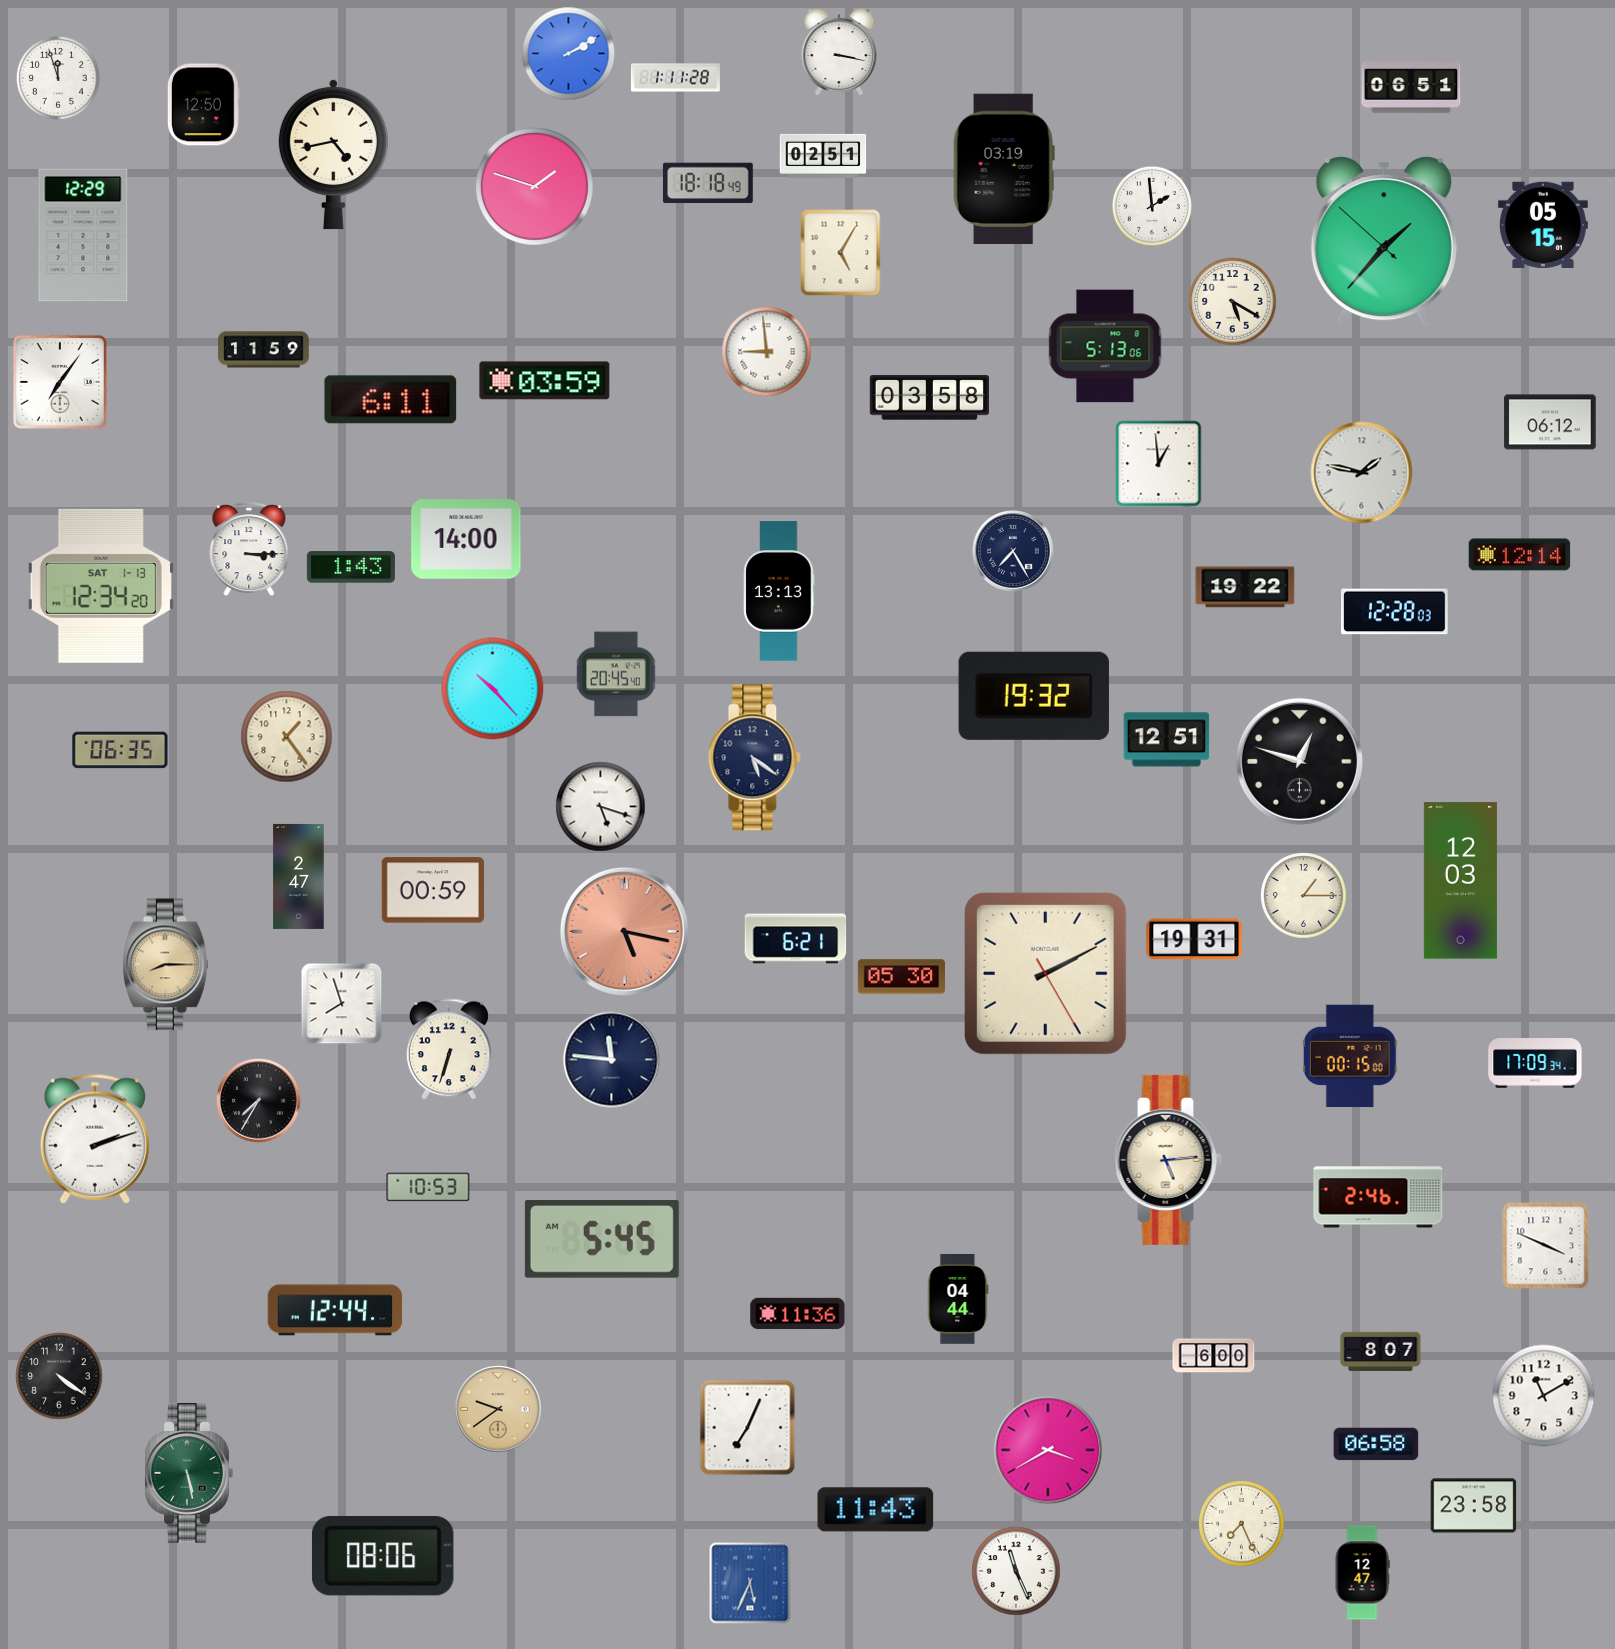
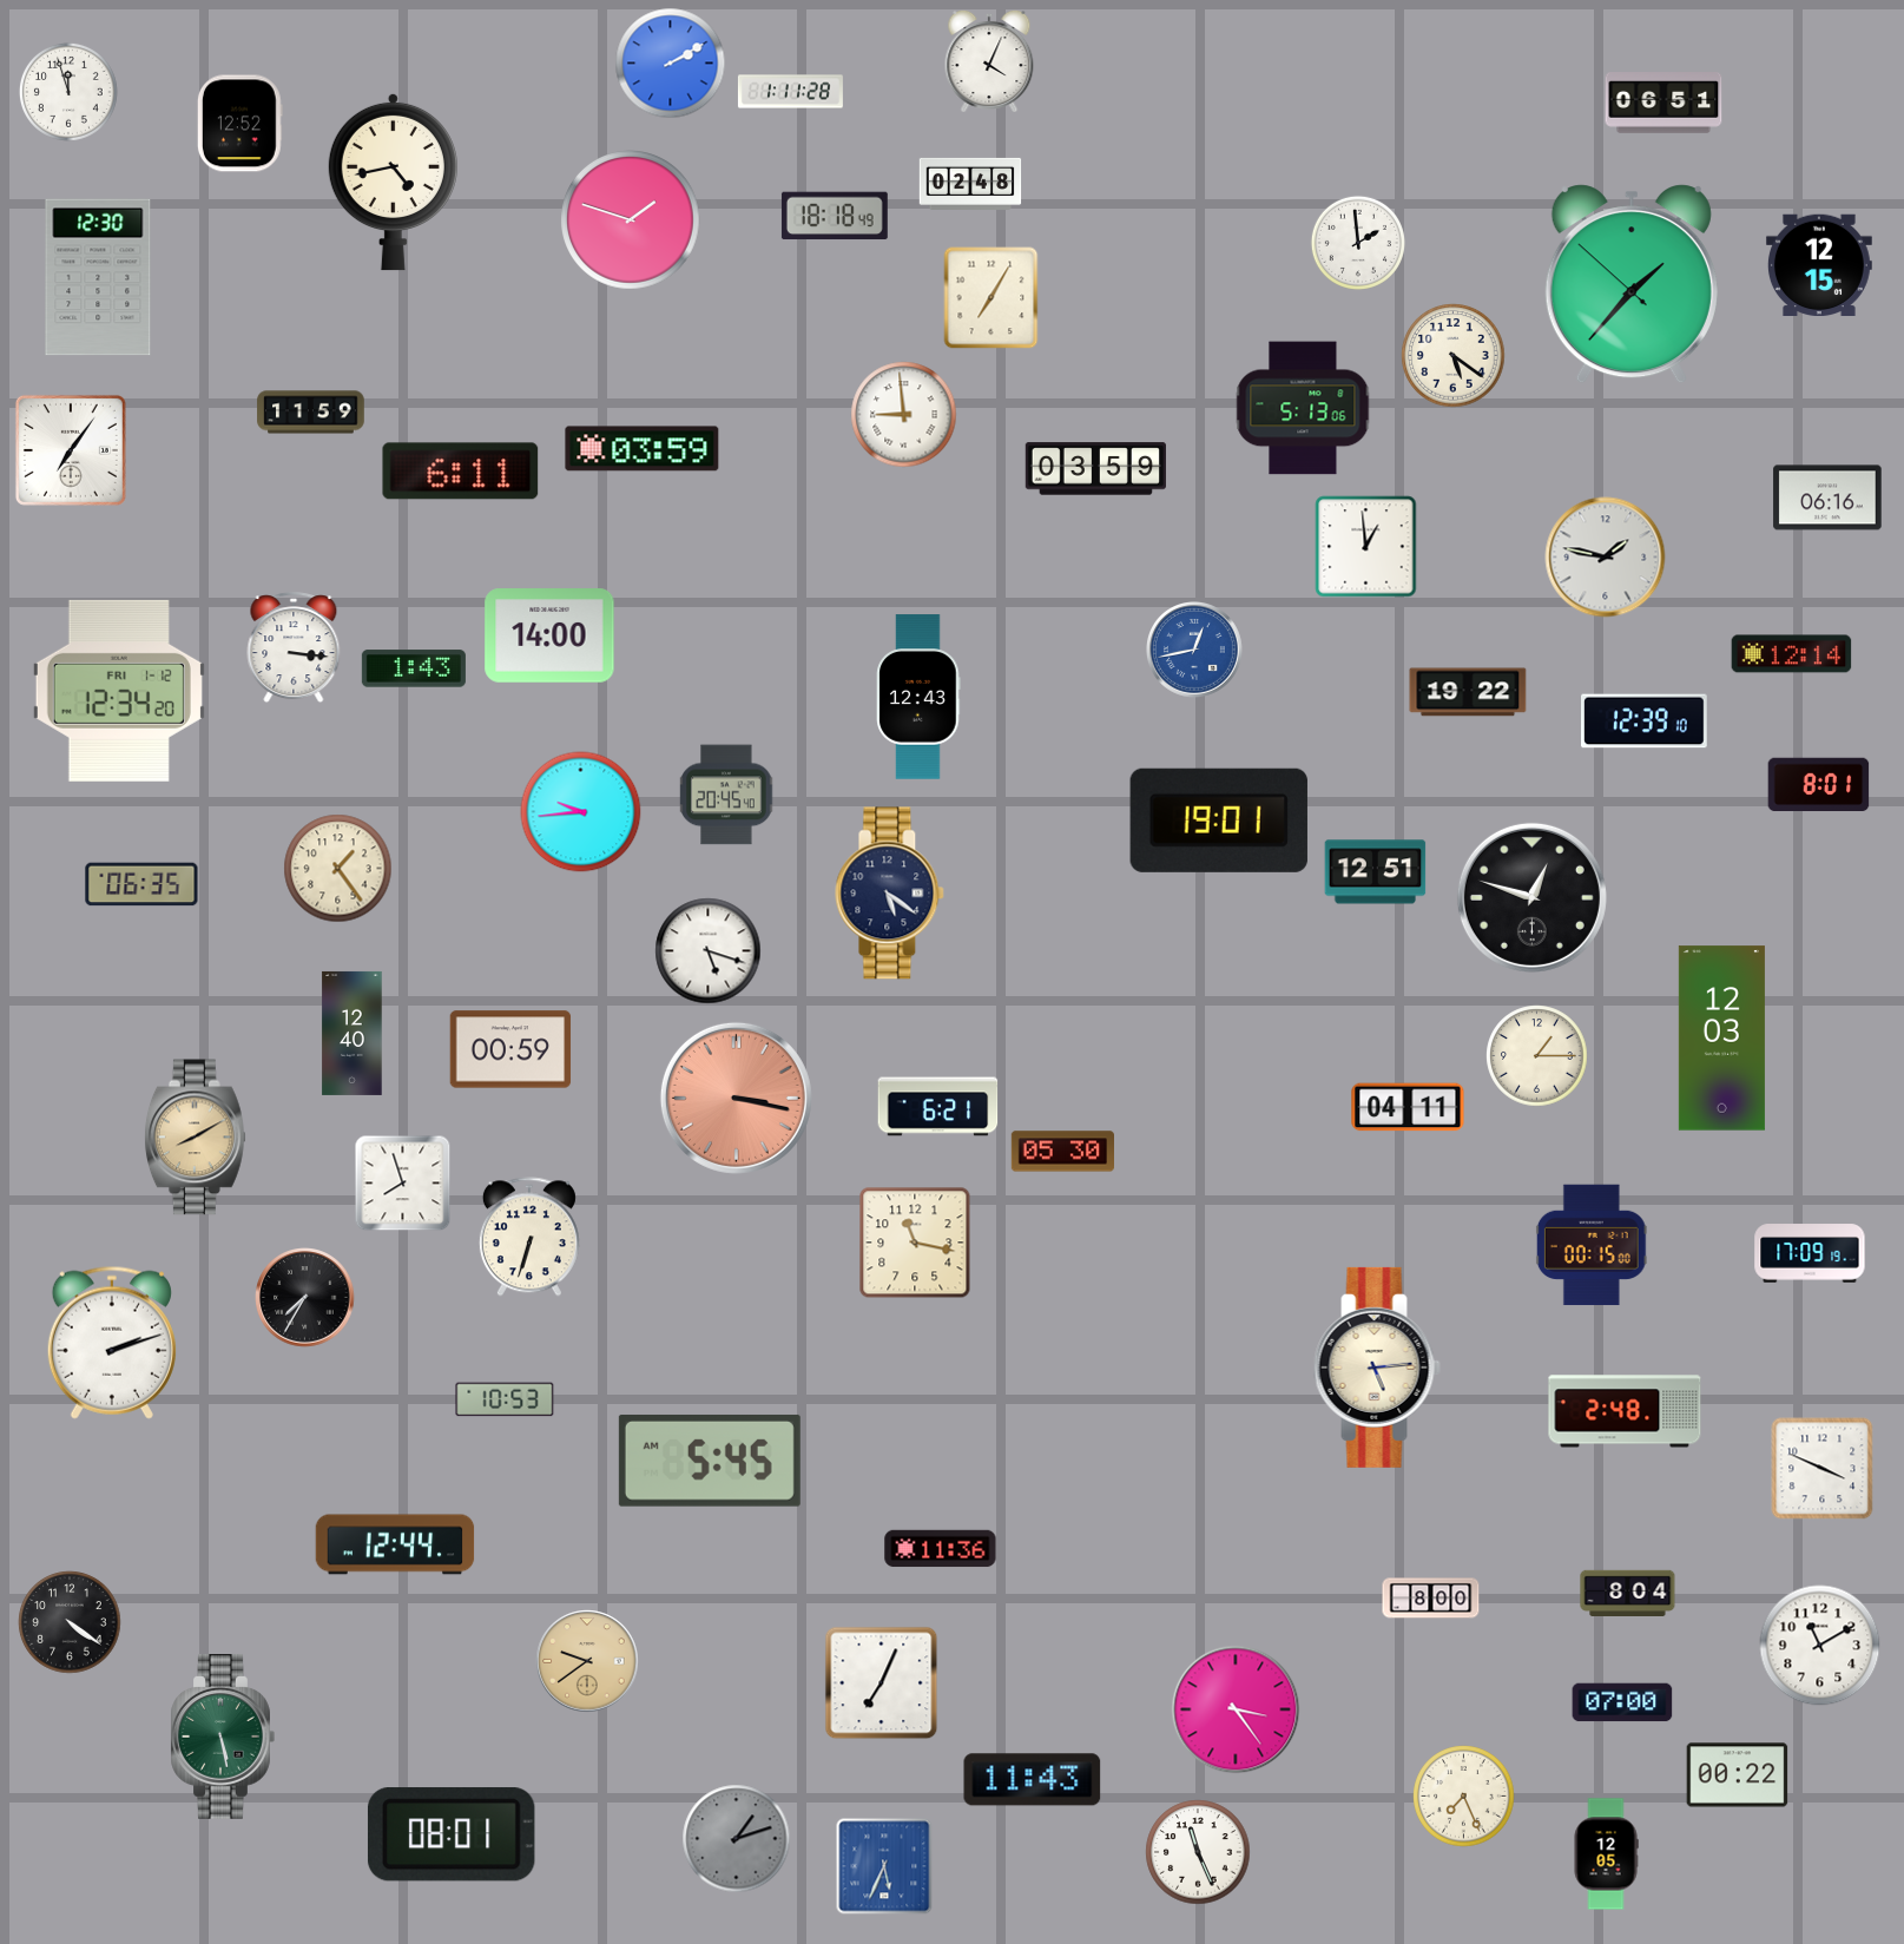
clock at (839, 52): 3:17 -> 4:04
clock at (675, 78) position: (675, 78) -> (790, 92)
clock at (203, 105): 12:50 -> 12:52
clock at (823, 156): 02:51 -> 02:48
clock at (1004, 169): 03:19 -> none
clock at (1543, 225): 05:15 -> 12:15
clock at (83, 235): 12:29 -> 12:30
clock at (841, 253): 5:05 -> 7:05
clock at (1233, 302): 5:20 -> 5:21
clock at (929, 398): 03:58 -> 03:59
clock at (1550, 422): 06:12 -> 06:16
clock at (249, 550): 3:15 -> 3:16
clock at (1014, 552): 7:25 -> 12:43
clock at (1014, 552) dial: navy -> blue
clock at (101, 586) date: SAT 1-13 -> FRI 1-12
clock at (779, 591): 13:13 -> 12:43
clock at (1395, 612): 12:28 -> 12:39
clock at (1819, 785): none -> 8:01
clock at (493, 689): 10:23 -> 9:44
clock at (1034, 696): 19:32 -> 19:01
clock at (299, 876): 2:47 -> 12:40
clock at (624, 931): 5:17 -> 3:17
clock at (1194, 939): 19:31 -> 04:11
clock at (165, 965): 8:15 -> 8:10
clock at (1045, 973): 2:10 -> none
clock at (915, 1243): none -> 11:17
clock at (612, 1060): 11:46 -> none
clock at (1535, 1063): 17:09:34 -> 17:09:19
clock at (1378, 1197): 2:46 -> 2:48
clock at (958, 1299): 04:44 -> none
clock at (1381, 1352): 8:07 -> 8:04
clock at (1214, 1356): 6:00 -> 8:00
clock at (1376, 1444): 06:58 -> 07:00
clock at (1048, 1450): 3:40 -> 3:24
clock at (1474, 1506): 23:58 -> 00:22
clock at (383, 1556): 08:06 -> 08:01
clock at (737, 1839): none -> 1:12
clock at (1362, 1573): 12:47 -> 12:05
